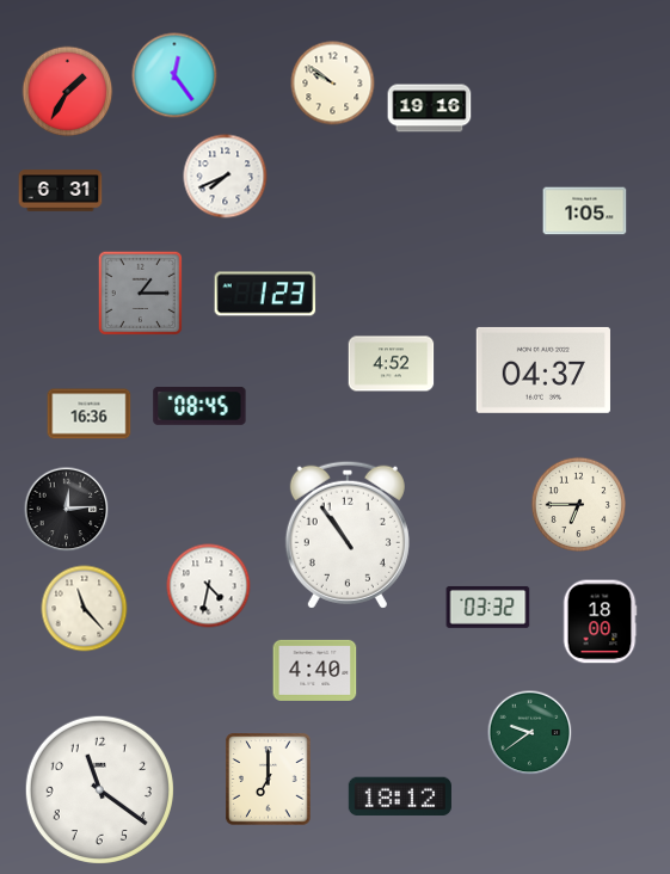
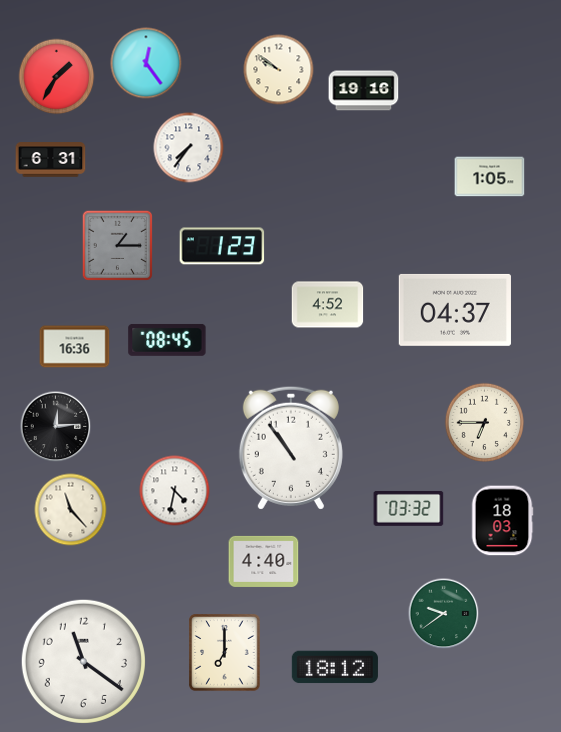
clock at (430, 109) position: (430, 109) -> (364, 91)
clock at (226, 177): 7:41 -> 7:36
clock at (600, 622): 18:00 -> 18:03
